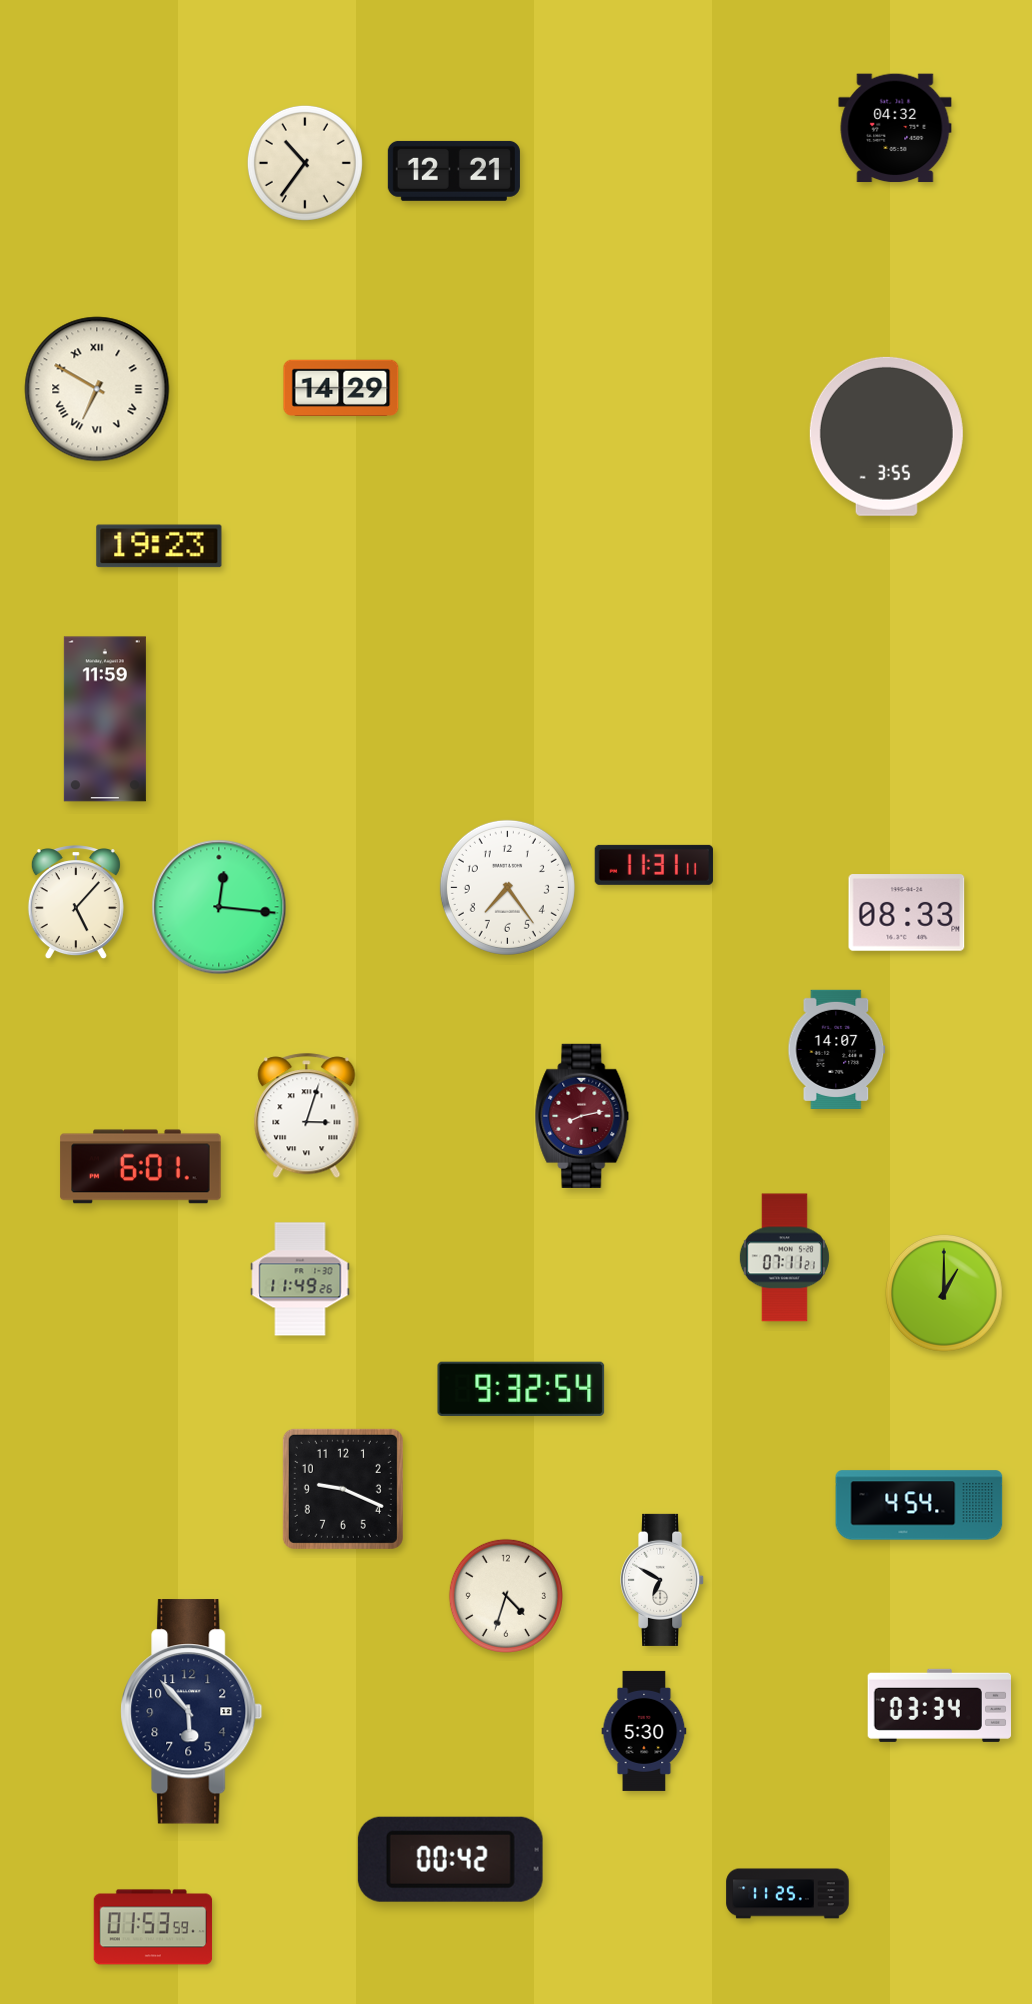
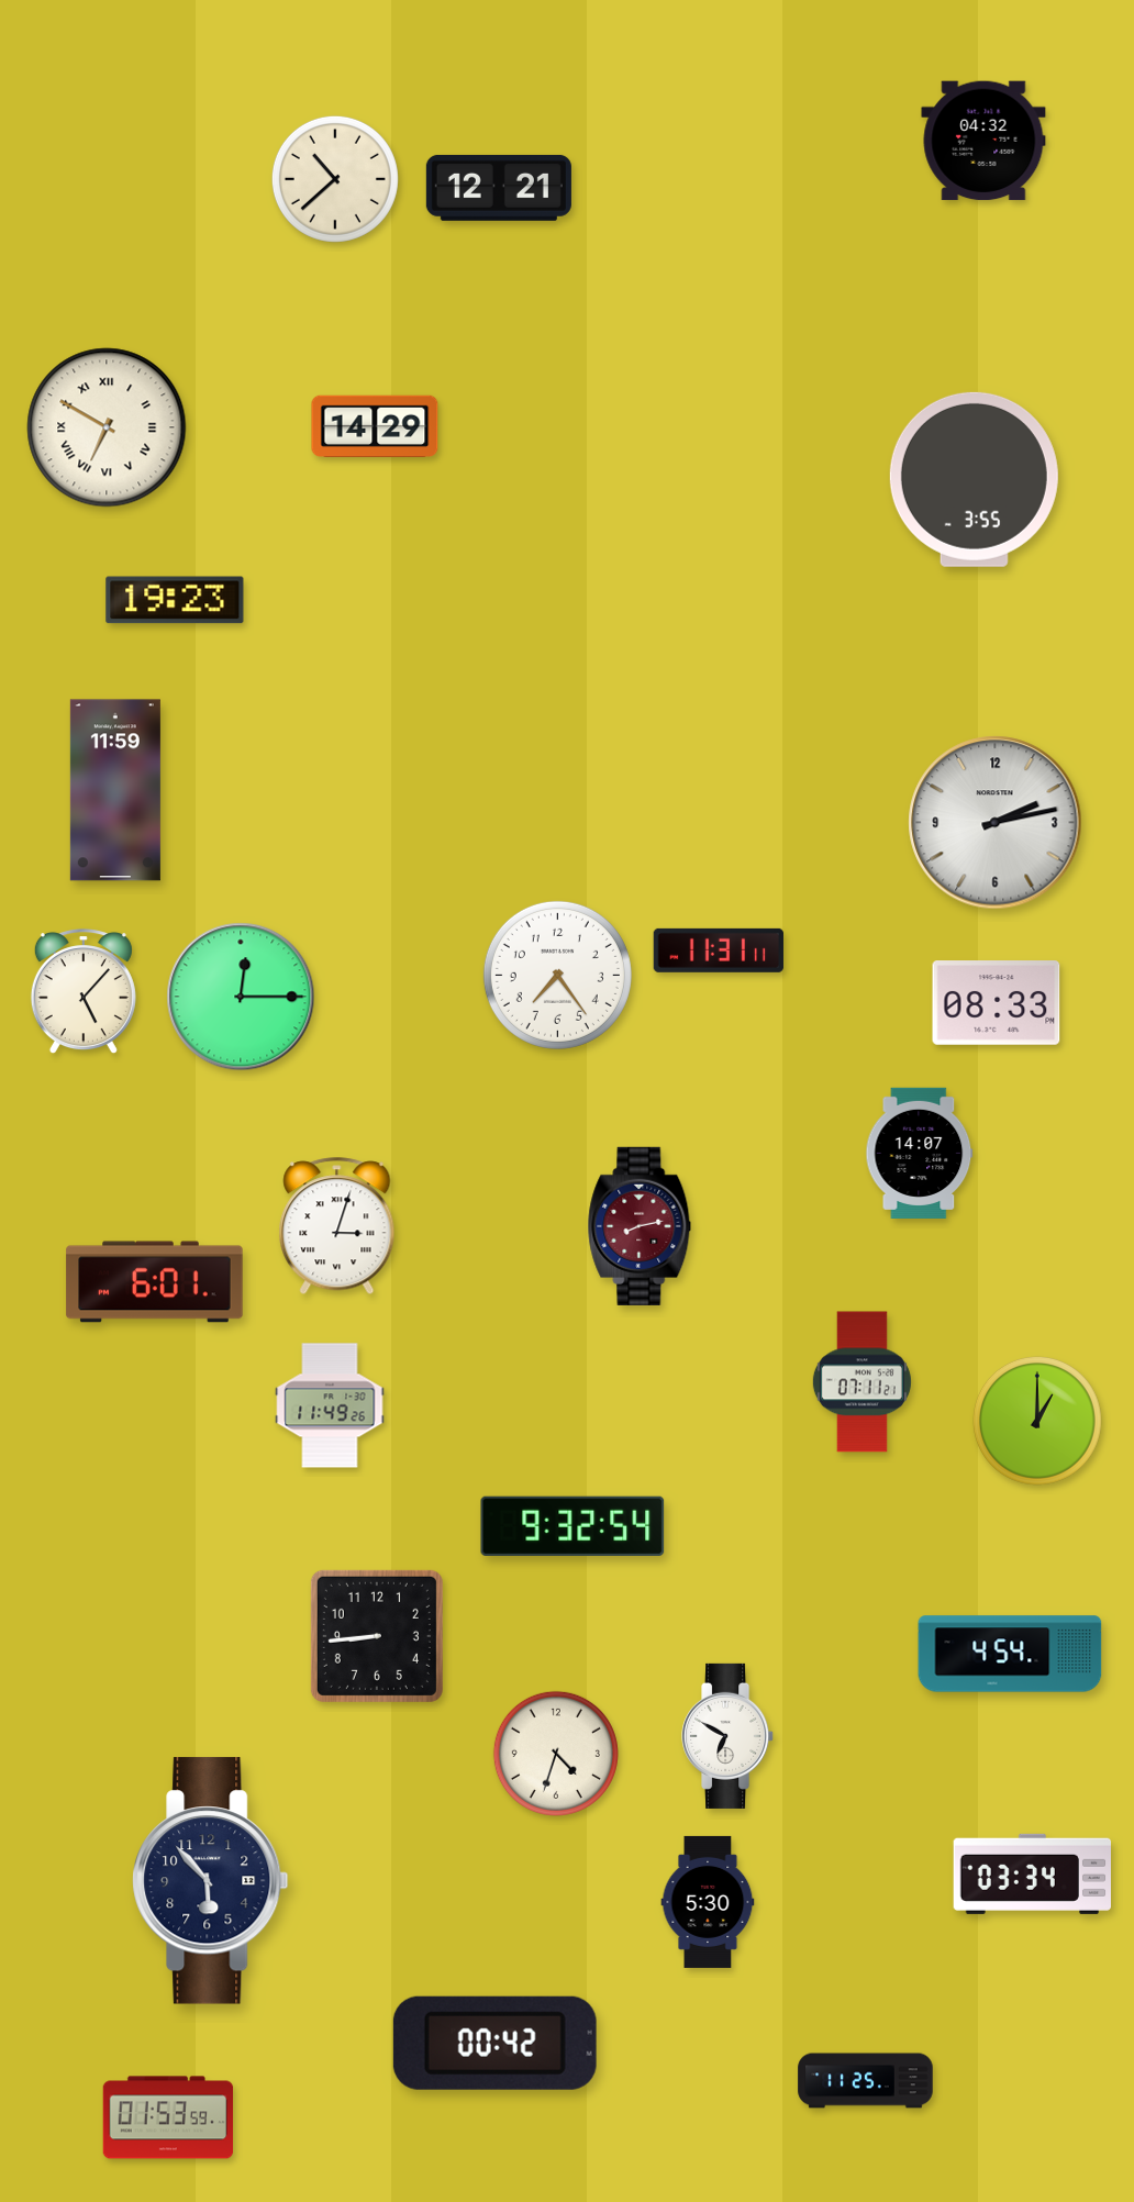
clock at (305, 163): 10:36 -> 10:38
clock at (996, 823): none -> 2:13
clock at (219, 907): 12:16 -> 12:15
clock at (343, 1489): 9:19 -> 8:44
